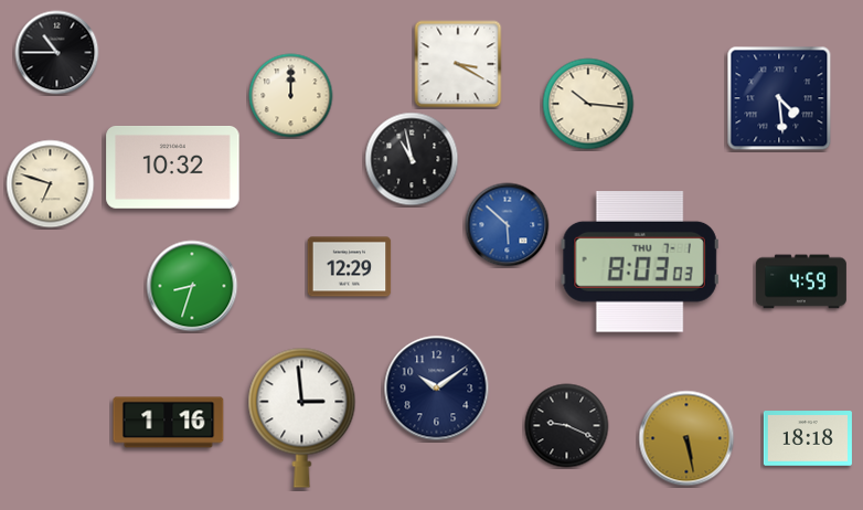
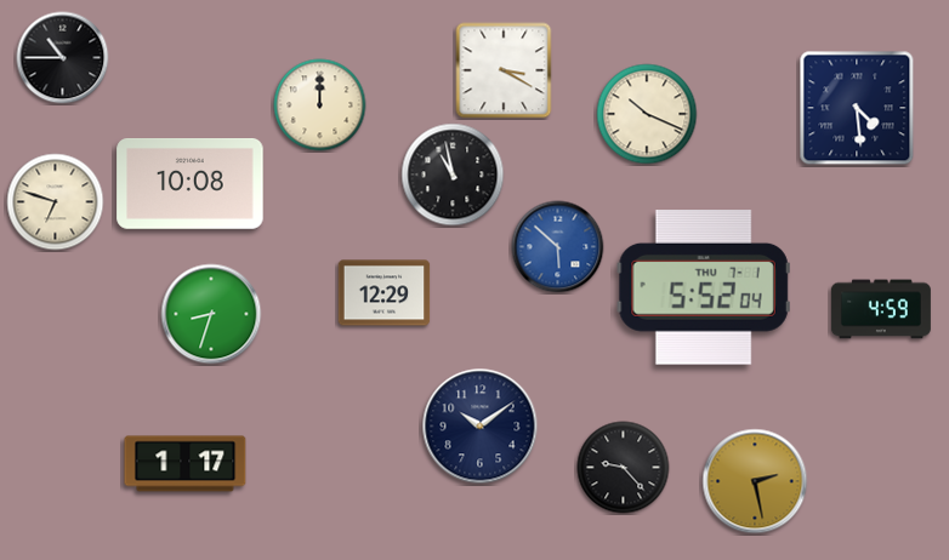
clock at (588, 104): 10:16 -> 10:19
clock at (173, 168): 10:32 -> 10:08
clock at (640, 263): 8:03 -> 5:52
clock at (302, 417): 2:59 -> none
clock at (169, 423): 1:16 -> 1:17
clock at (567, 426): 9:19 -> 9:23
clock at (686, 438): 5:28 -> 2:28
clock at (808, 438): 18:18 -> none
